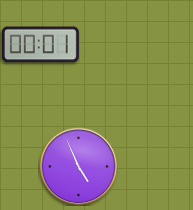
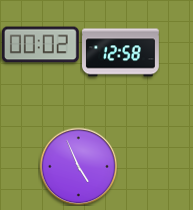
clock at (40, 45): 00:01 -> 00:02
clock at (121, 53): none -> 12:58
